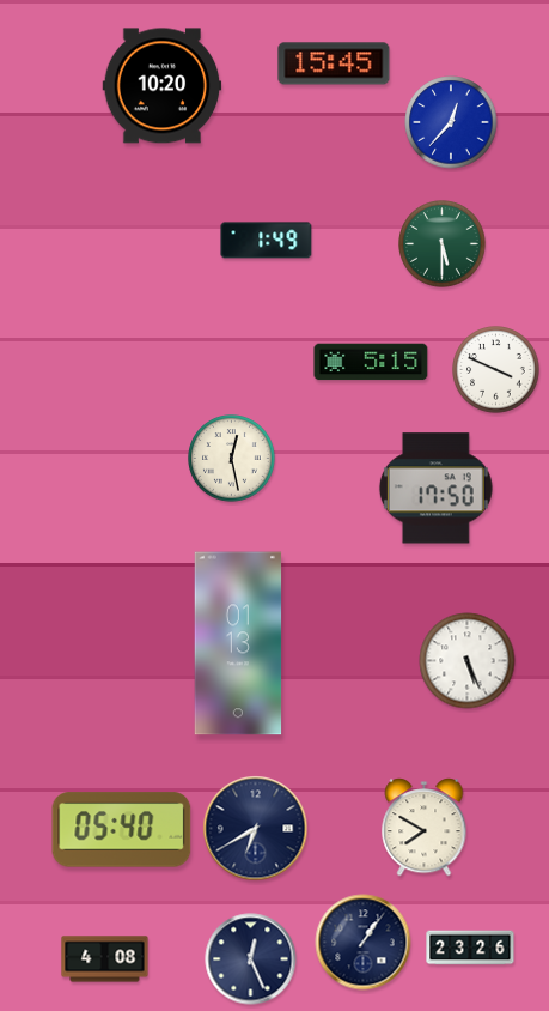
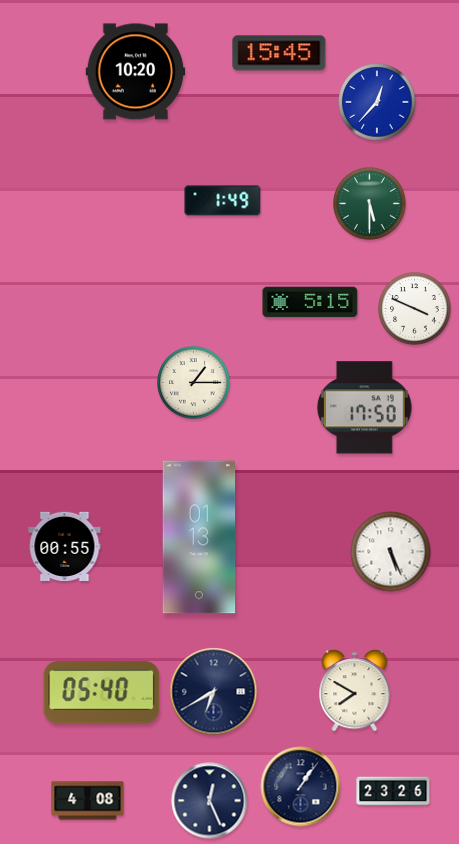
clock at (232, 459): 12:28 -> 1:15
clock at (65, 546): none -> 00:55
clock at (364, 943) position: (364, 943) -> (301, 787)
